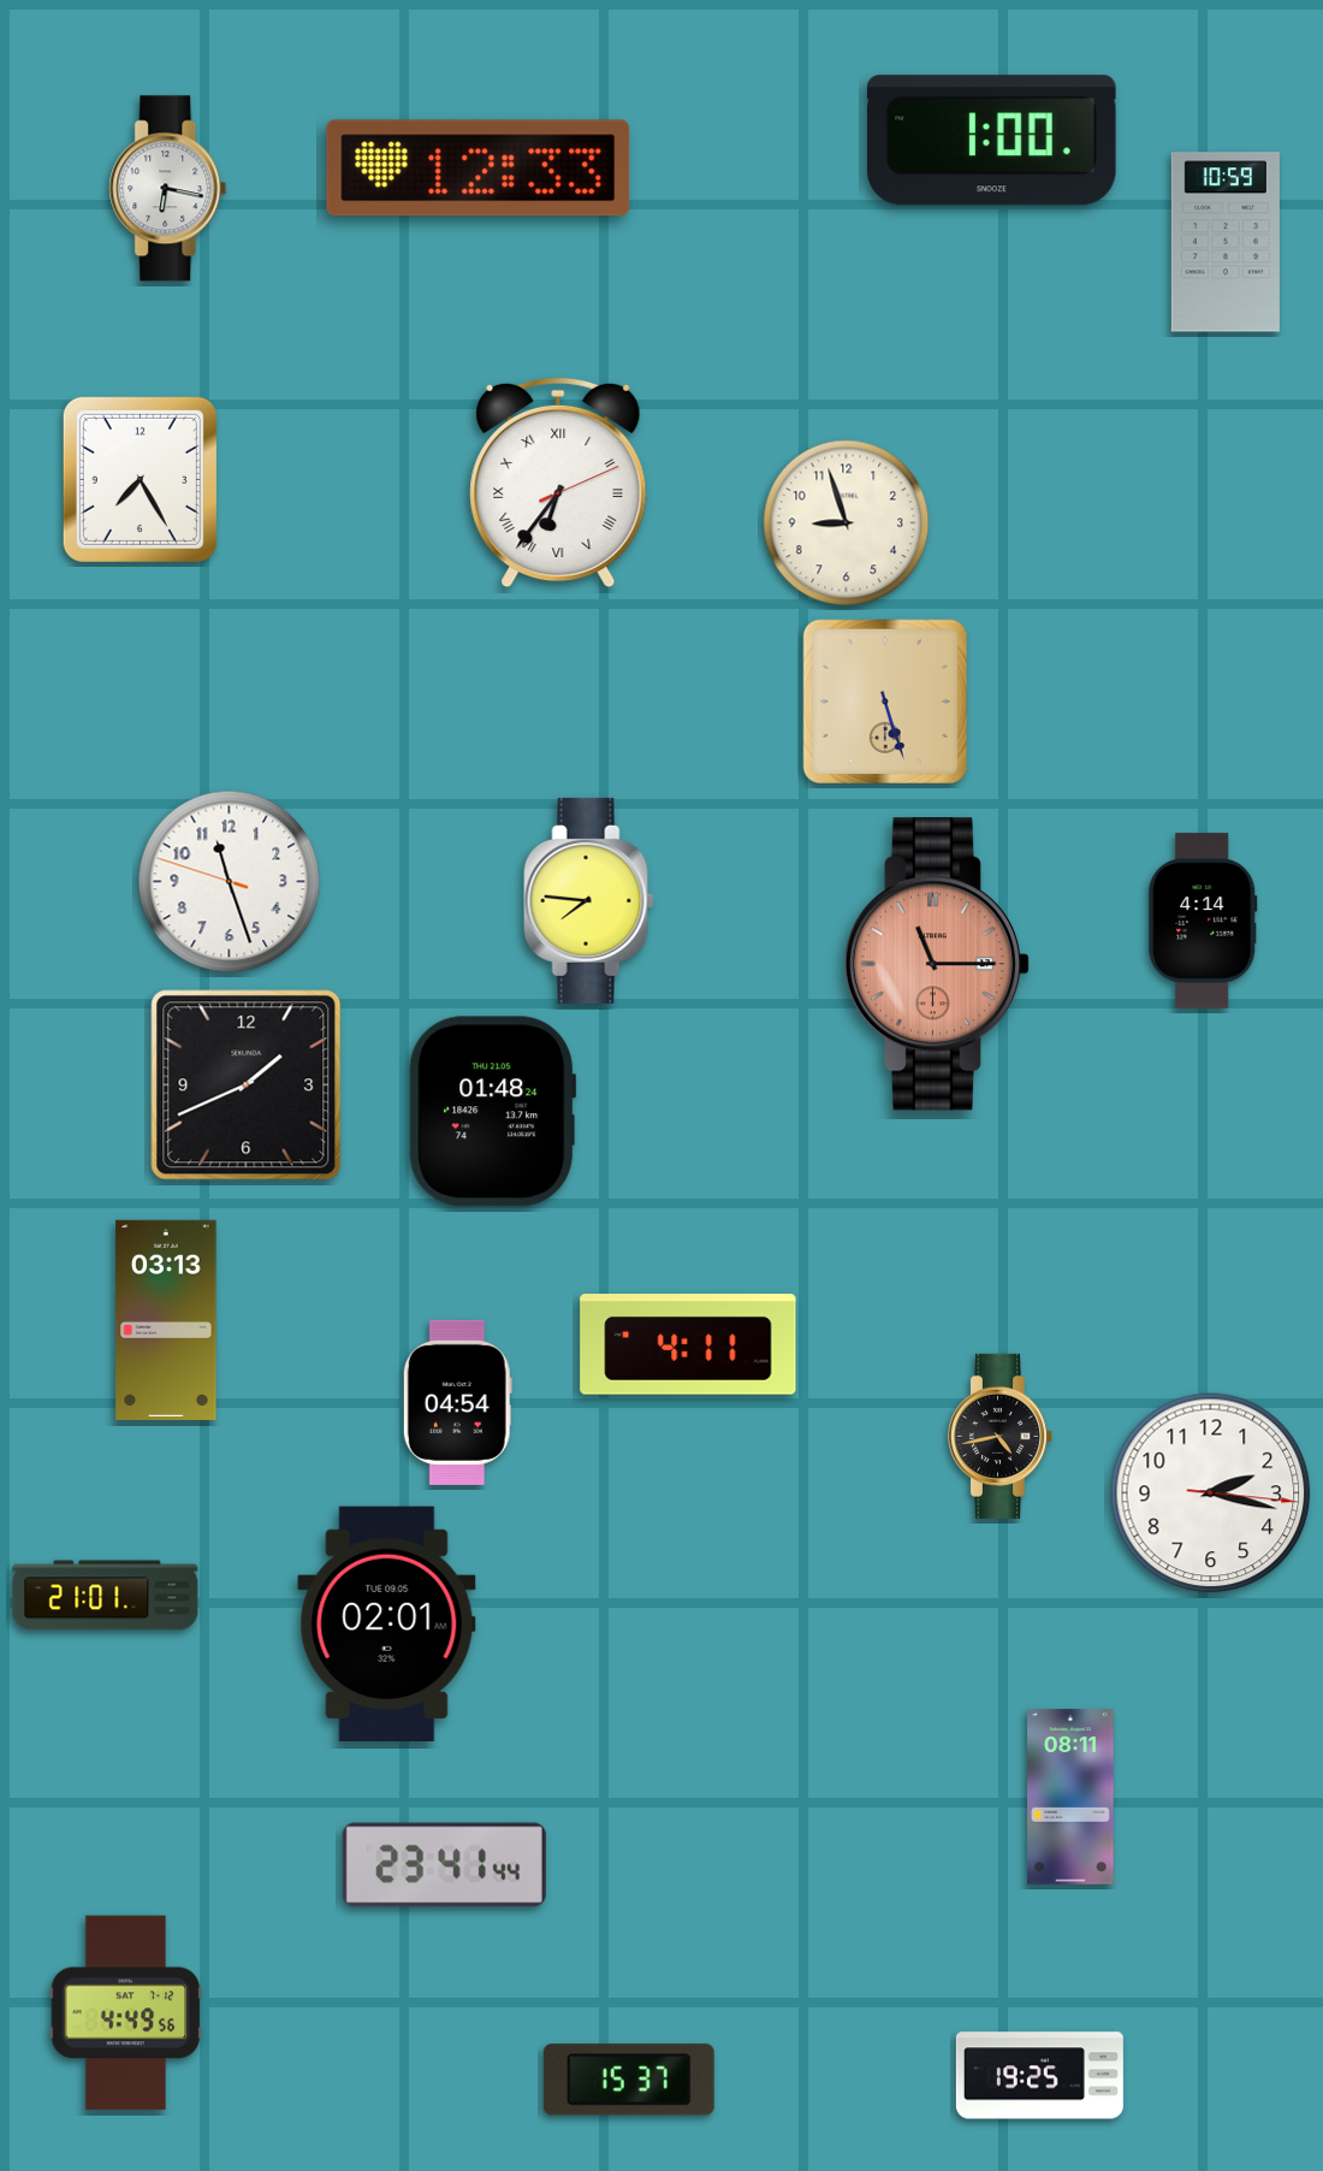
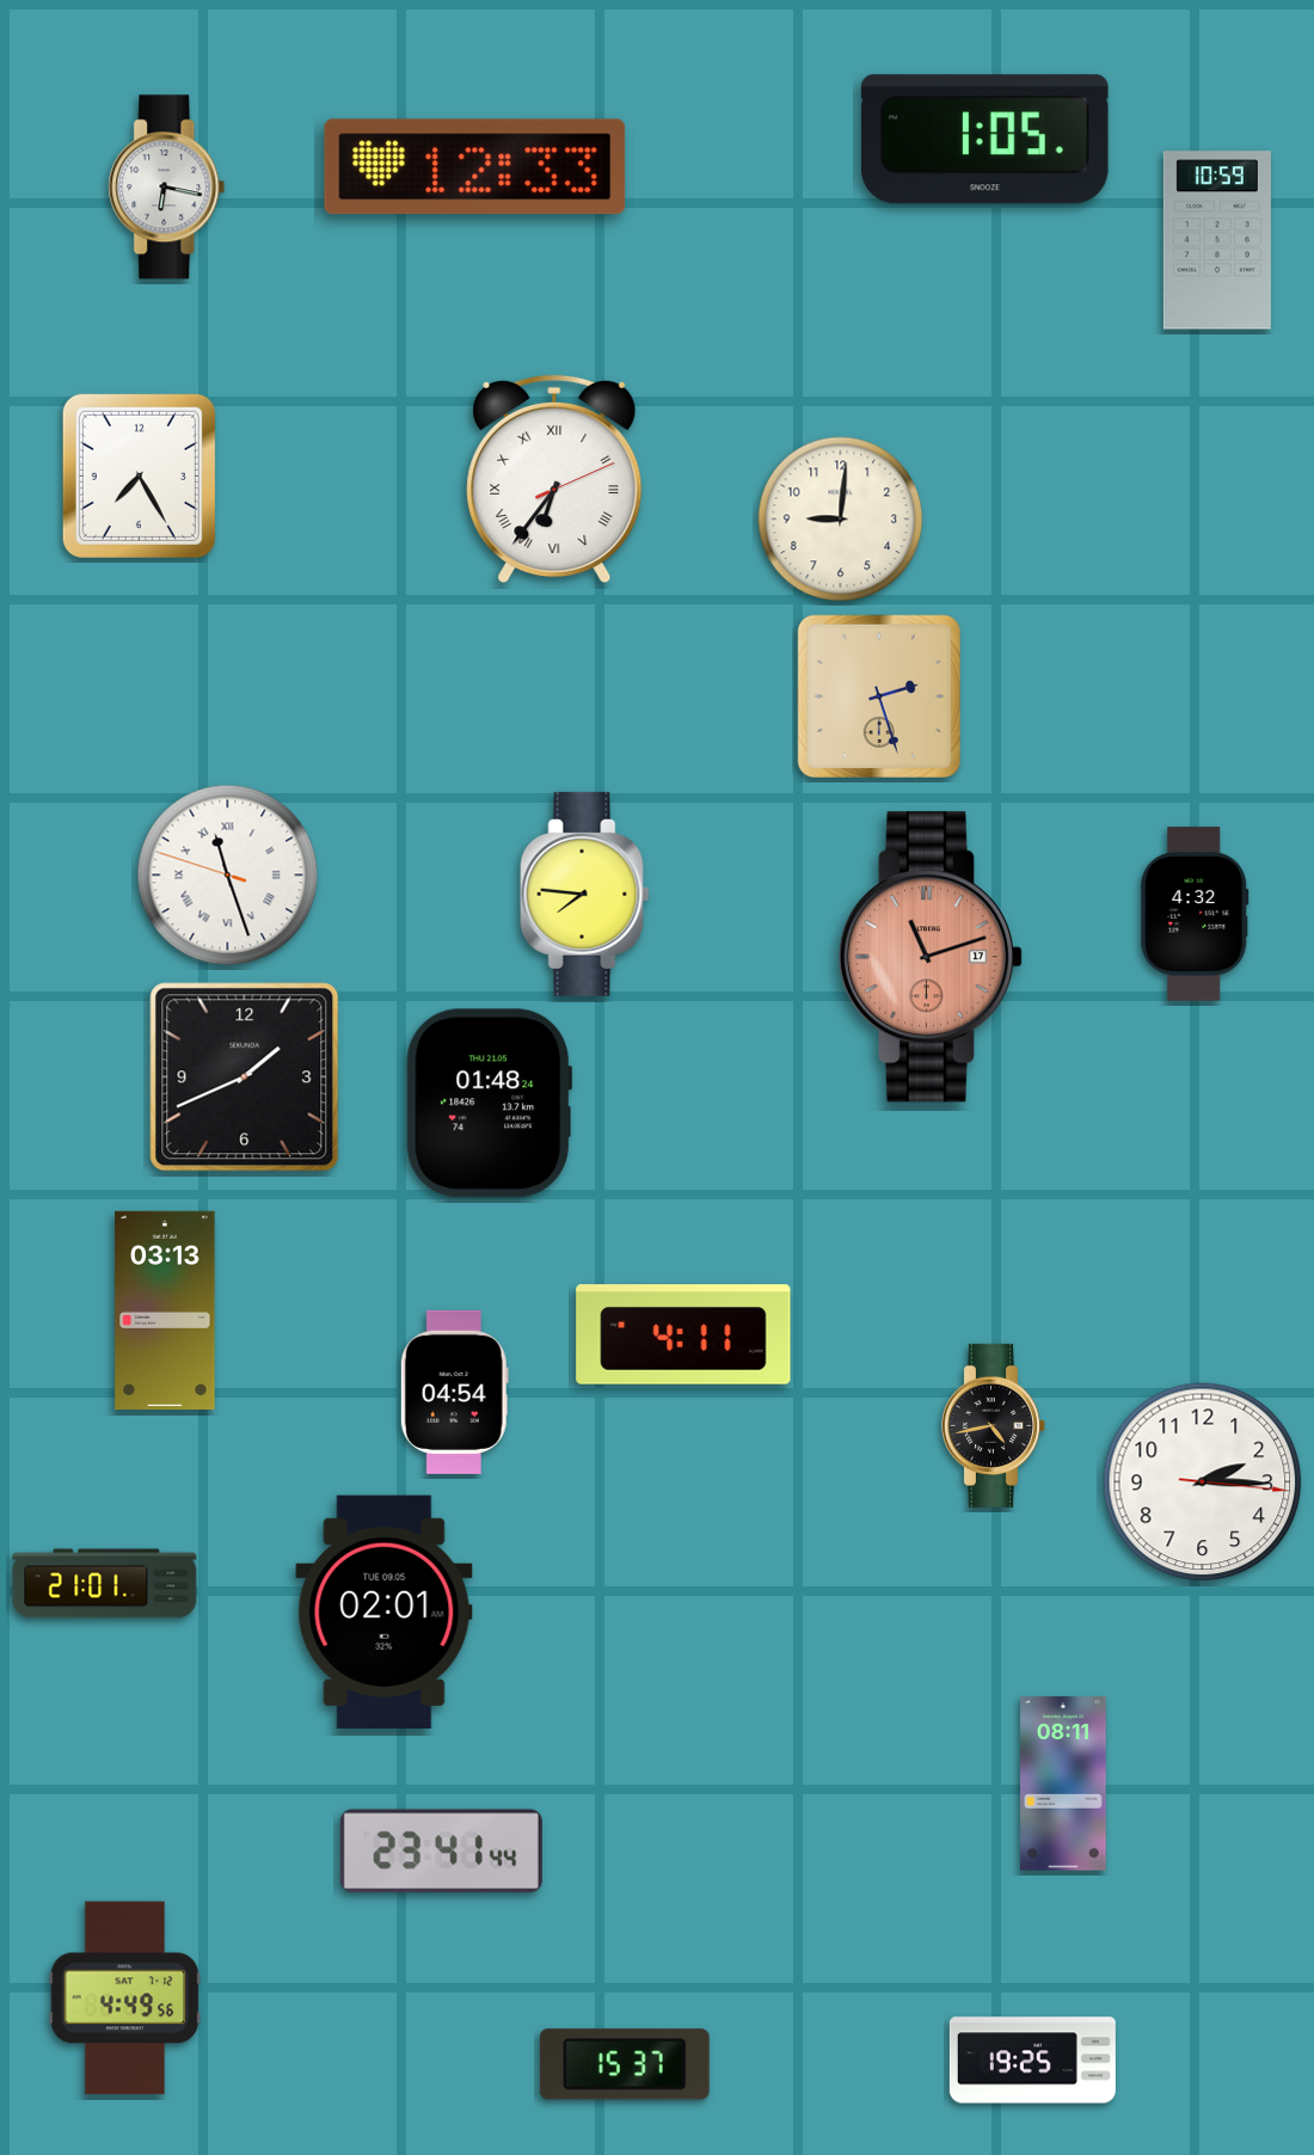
clock at (991, 141): 1:00 -> 1:05
clock at (847, 523): 8:57 -> 9:01
clock at (885, 702): 5:27 -> 2:27
clock at (230, 882) numerals: Arabic -> Roman
clock at (1203, 921): 4:14 -> 4:32
clock at (936, 964): 11:15 -> 11:12
clock at (1211, 1493): 2:17 -> 2:15
